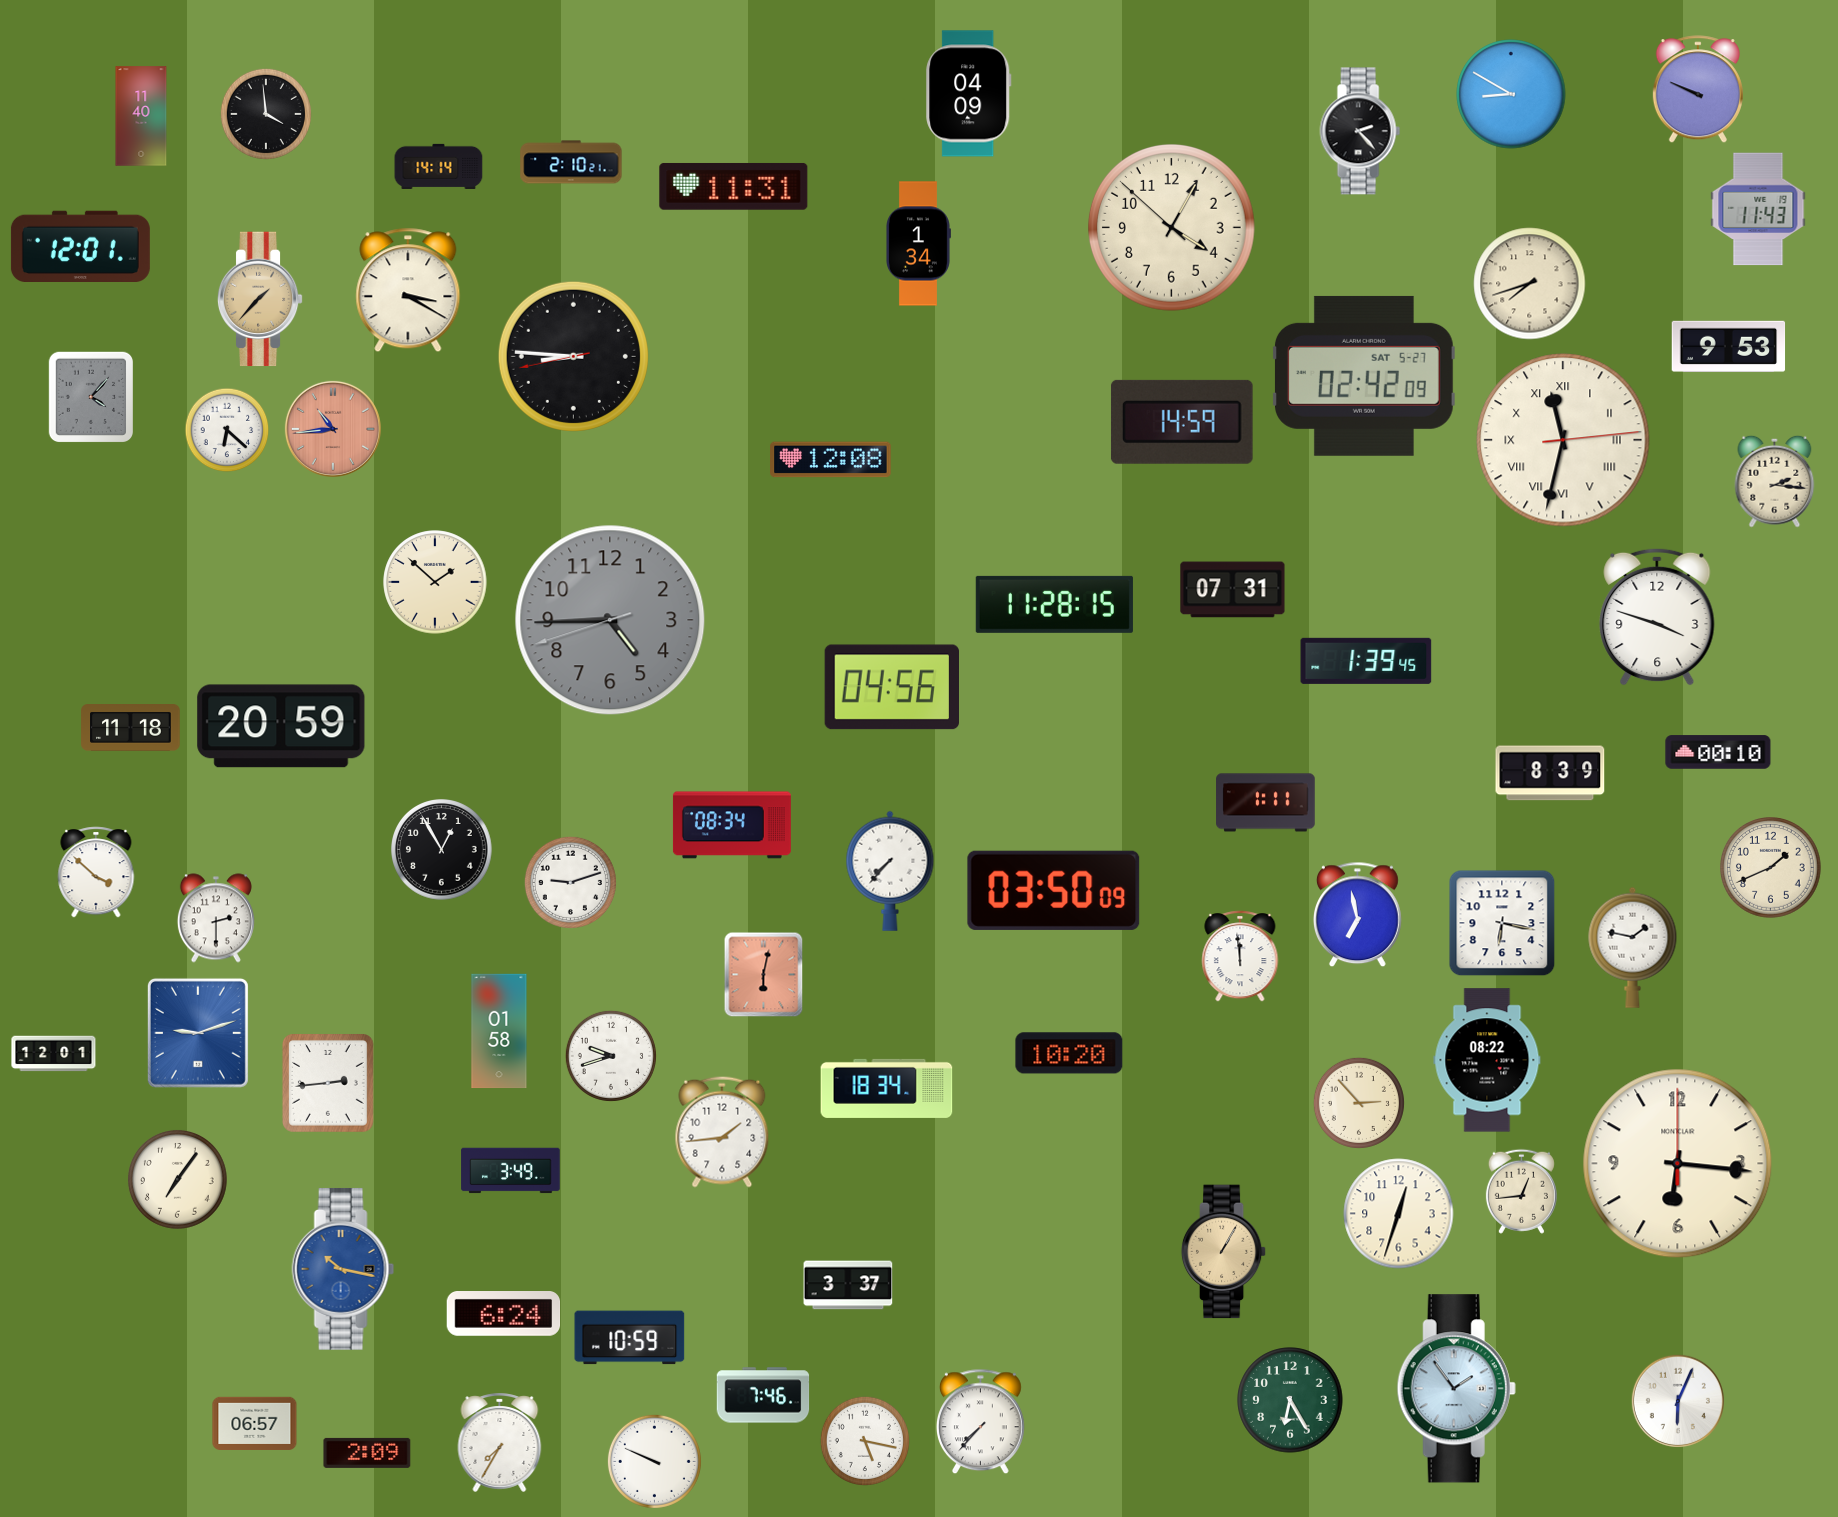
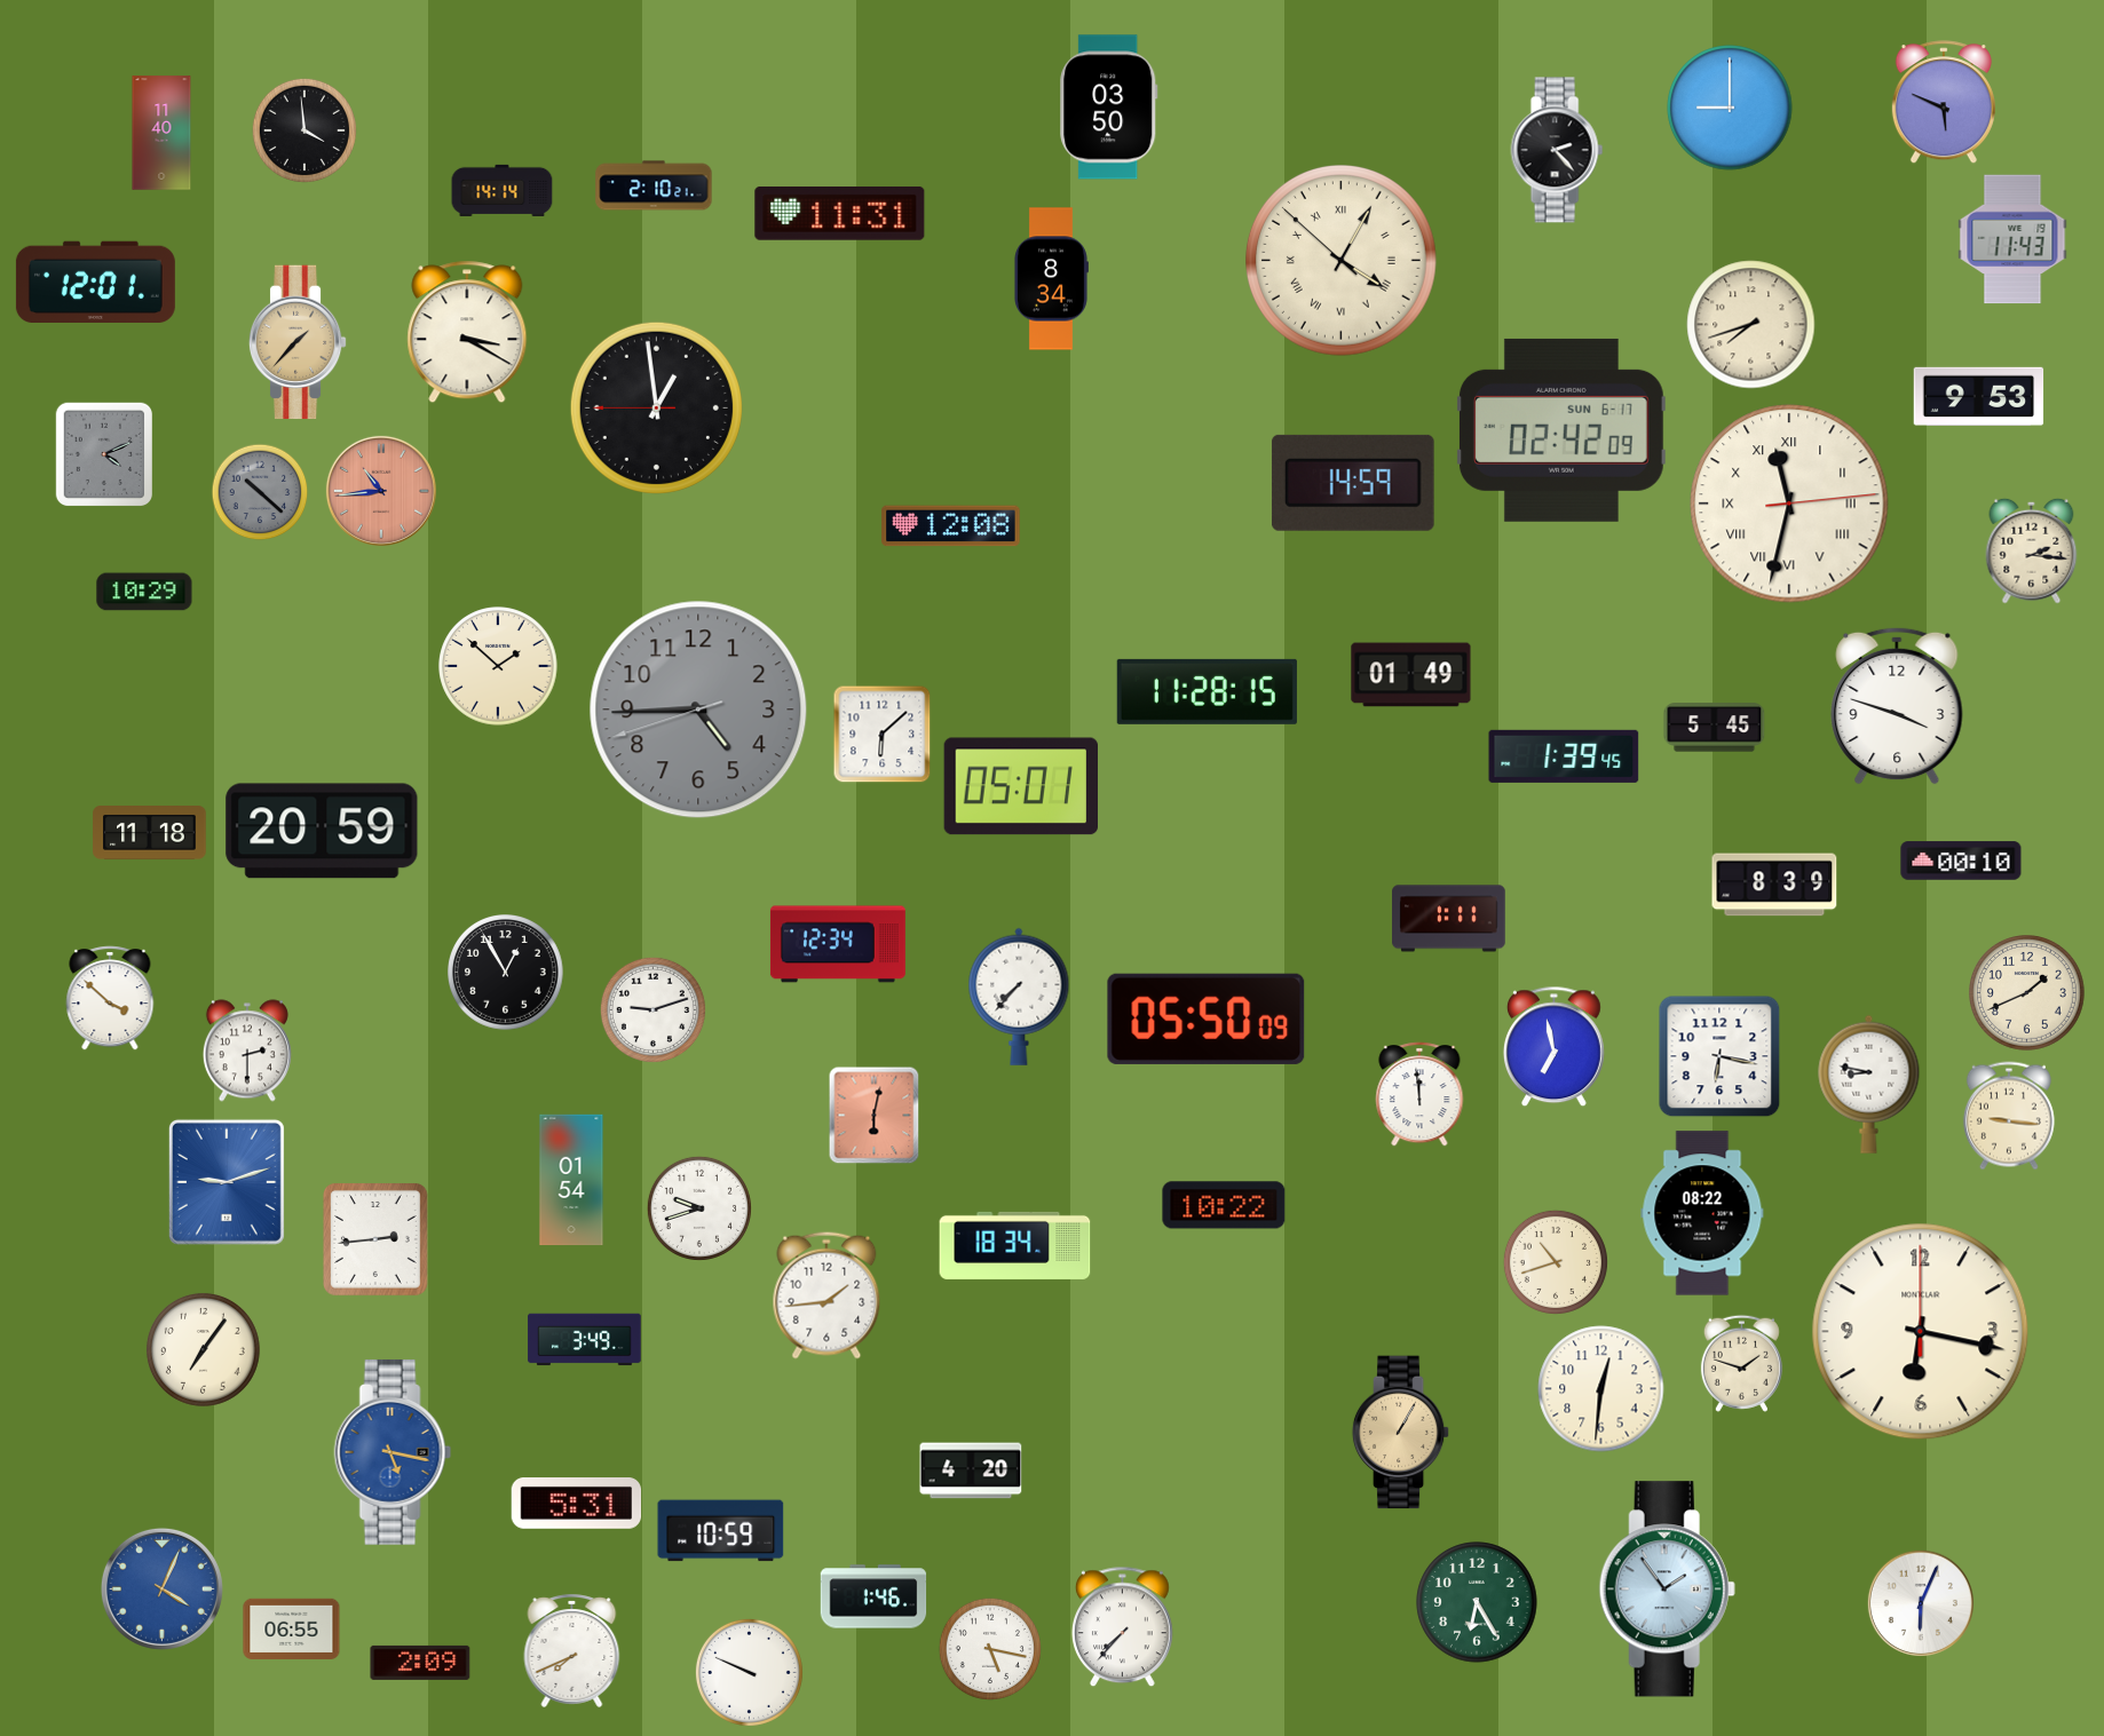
clock at (1698, 90): 9:49 -> 5:49
clock at (969, 94): 04:09 -> 03:50
clock at (1511, 94): 8:50 -> 9:00
clock at (1172, 228) numerals: Arabic -> Roman
clock at (919, 244): 1:34 -> 8:34
clock at (80, 246) position: (80, 246) -> (95, 282)
clock at (573, 356): 8:45 -> 12:58
clock at (1364, 376) date: SAT 5-27 -> SUN 6-17
clock at (90, 396): 4:07 -> 4:11
clock at (227, 430): 6:22 -> 10:22
clock at (227, 430) dial: white -> grey
clock at (144, 592): none -> 10:29
clock at (1233, 590): 07:31 -> 01:49
clock at (1715, 728): none -> 5:45
clock at (883, 735): none -> 6:08
clock at (891, 687): 04:56 -> 05:01
clock at (1718, 752) position: (1718, 752) -> (1961, 861)
clock at (732, 825): 08:34 -> 12:34
clock at (1054, 890): 03:50 -> 05:50
clock at (1633, 947): 1:47 -> 8:47
clock at (2009, 1116): none -> 9:16
clock at (499, 1031): 01:58 -> 01:54
clock at (1069, 1053): 10:20 -> 10:22
clock at (54, 1054): 12:01 -> none
clock at (1359, 1103): 2:53 -> 10:42
clock at (1678, 1164): 6:16 -> 6:17
clock at (1521, 1191): 12:44 -> 1:48
clock at (1399, 1214): 12:33 -> 12:31
clock at (343, 1269): 10:17 -> 5:17
clock at (848, 1285): 3:37 -> 4:20
clock at (504, 1314): 6:24 -> 5:31
clock at (161, 1588): none -> 4:04
clock at (763, 1395): 7:46 -> 1:46
clock at (255, 1423): 06:57 -> 06:55
clock at (500, 1442): 7:35 -> 7:41
